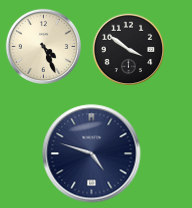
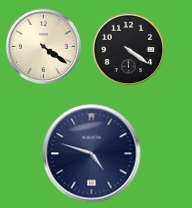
clock at (43, 46): 4:26 -> 4:21
clock at (129, 50): 3:51 -> 4:21
